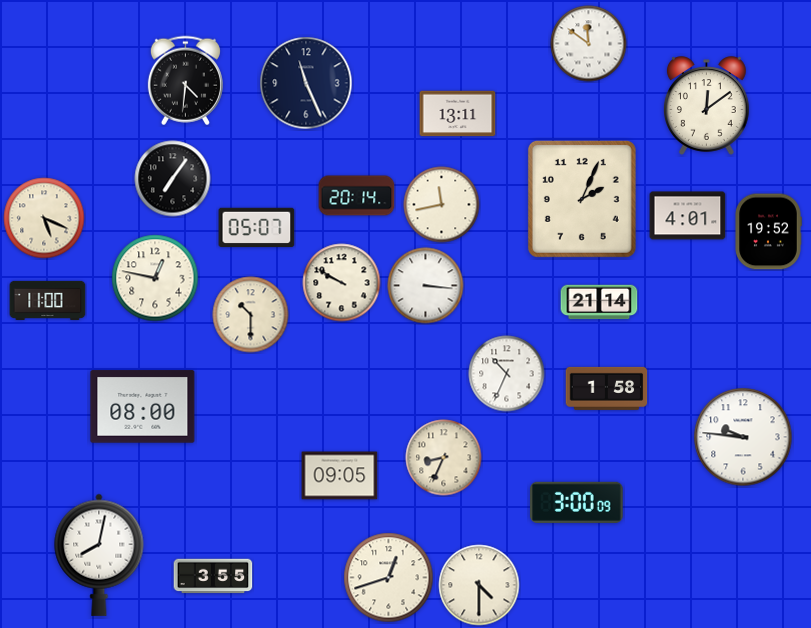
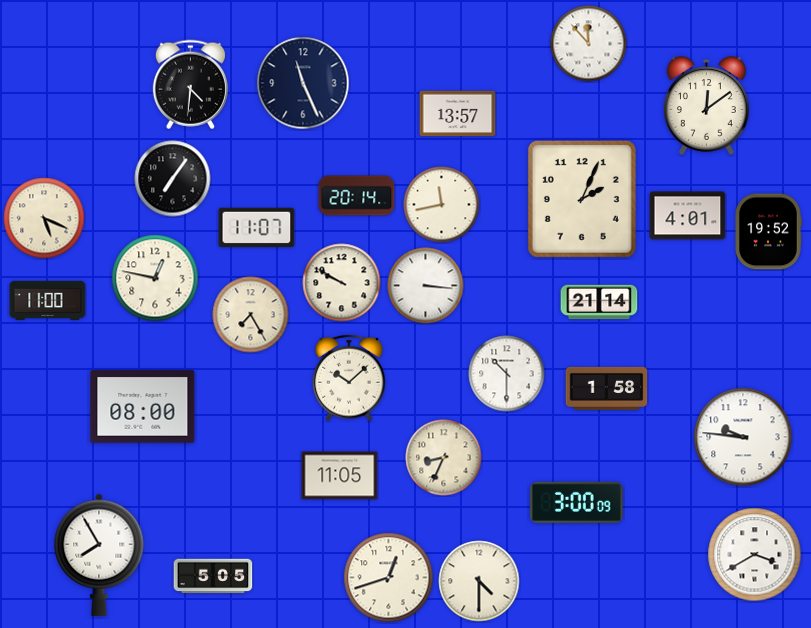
clock at (589, 44): 11:51 -> 11:53
clock at (185, 81) position: (185, 81) -> (190, 85)
clock at (306, 83) position: (306, 83) -> (303, 83)
clock at (458, 114): 13:11 -> 13:57
clock at (257, 228): 05:07 -> 11:07
clock at (251, 315): 10:30 -> 7:25
clock at (507, 374): 10:34 -> 10:30
clock at (349, 378): none -> 10:08
clock at (340, 476): 09:05 -> 11:05
clock at (99, 555): 8:02 -> 7:55
clock at (755, 555): none -> 3:40
clock at (213, 576): 3:55 -> 5:05
clock at (479, 585) position: (479, 585) -> (479, 581)
